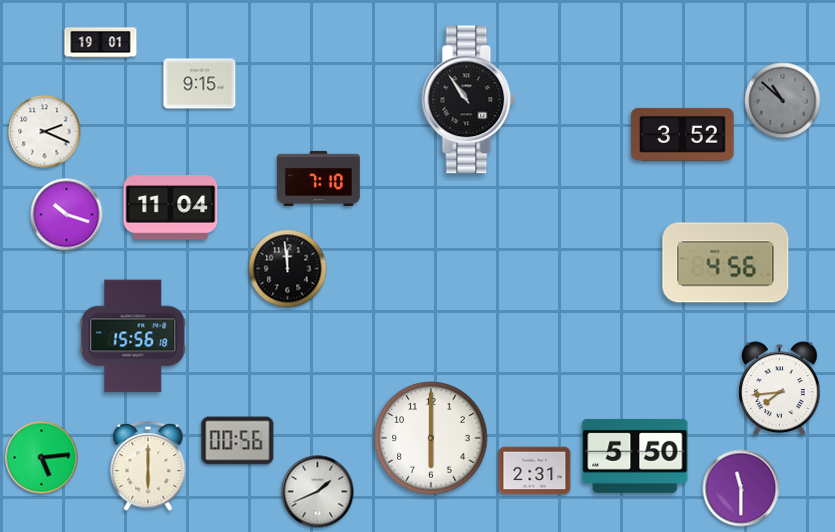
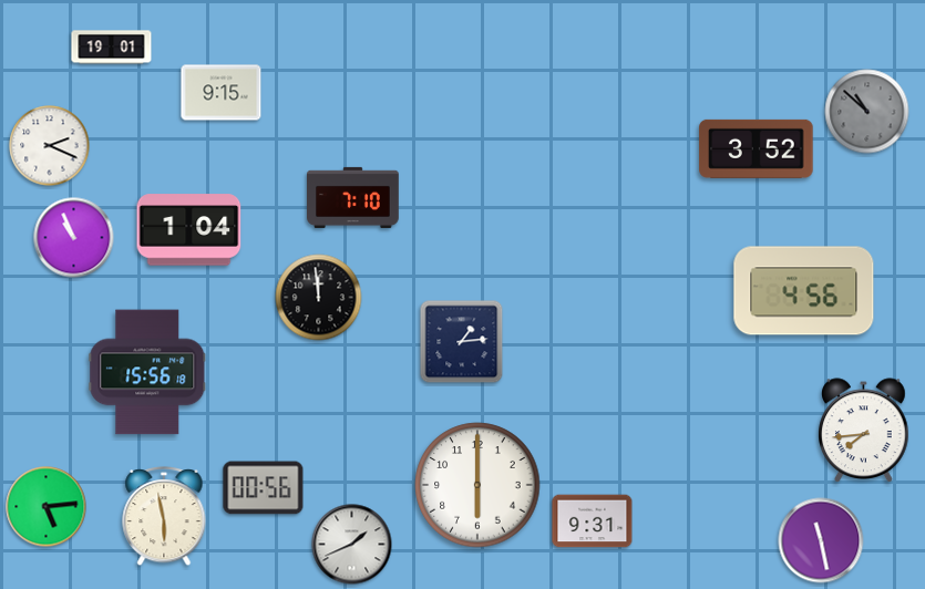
clock at (469, 100): 10:54 -> none
clock at (171, 208): 11:04 -> 1:04
clock at (67, 215): 10:18 -> 10:56
clock at (462, 342): none -> 1:14
clock at (635, 456): 5:50 -> none
clock at (148, 466): 6:00 -> 5:58
clock at (535, 471): 2:31 -> 9:31
clock at (741, 488): 11:30 -> 11:28
